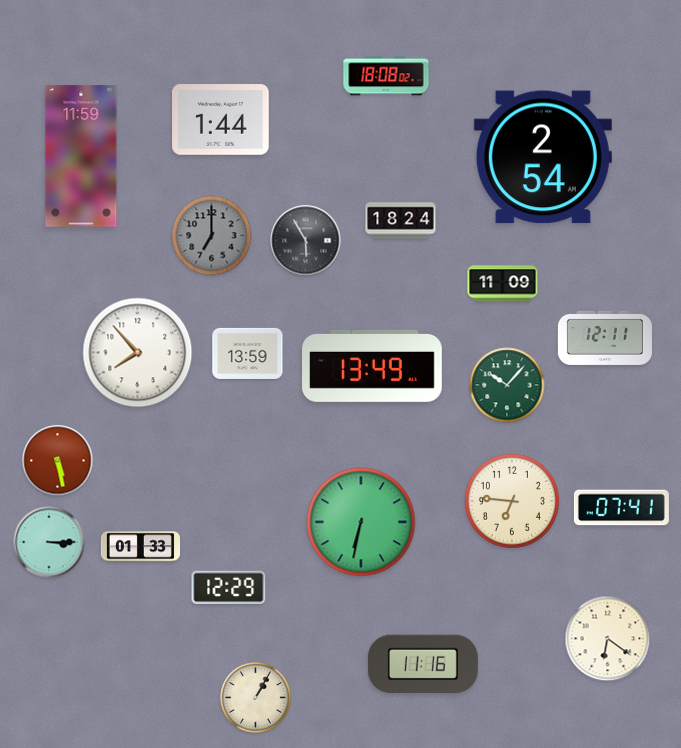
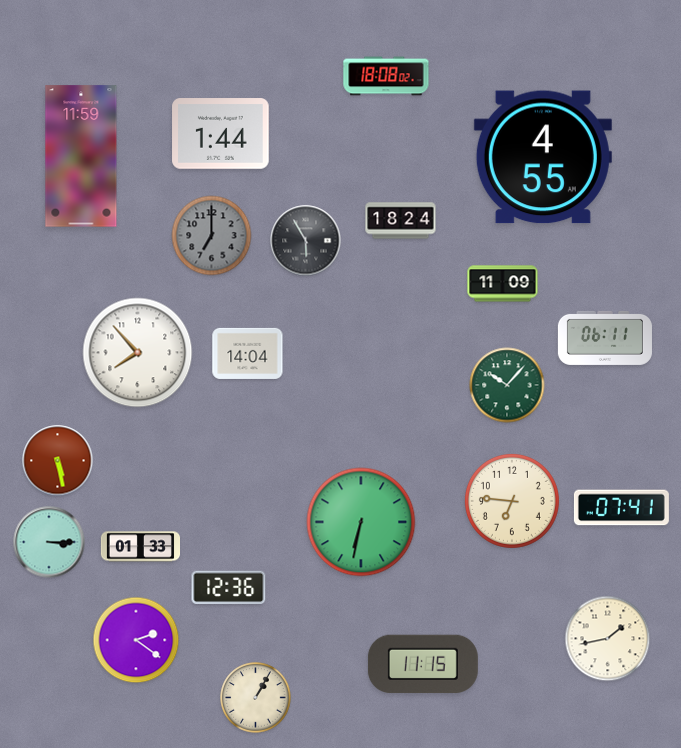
clock at (221, 120) position: (221, 120) -> (221, 134)
clock at (543, 157): 2:54 -> 4:55
clock at (605, 338): 12:11 -> 06:11
clock at (248, 353): 13:59 -> 14:04
clock at (373, 366): 13:49 -> none
clock at (229, 588): 12:29 -> 12:36
clock at (608, 639): 6:21 -> 1:43
clock at (136, 640): none -> 2:21
clock at (423, 664): 11:16 -> 11:15
